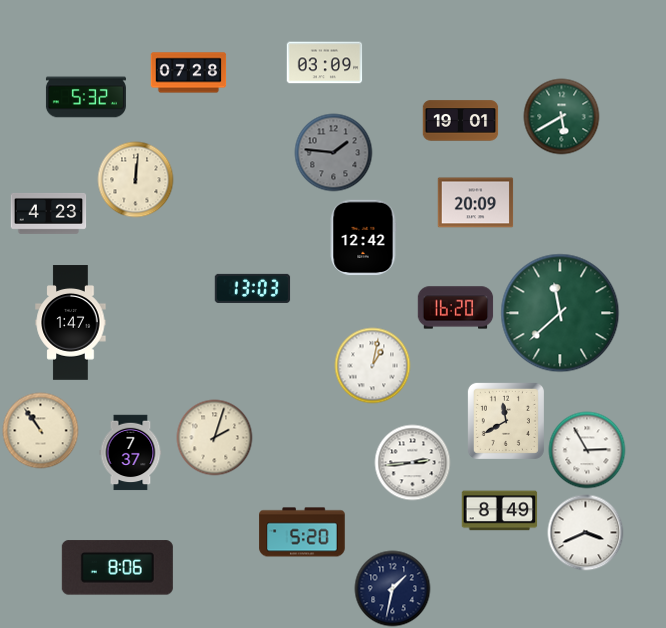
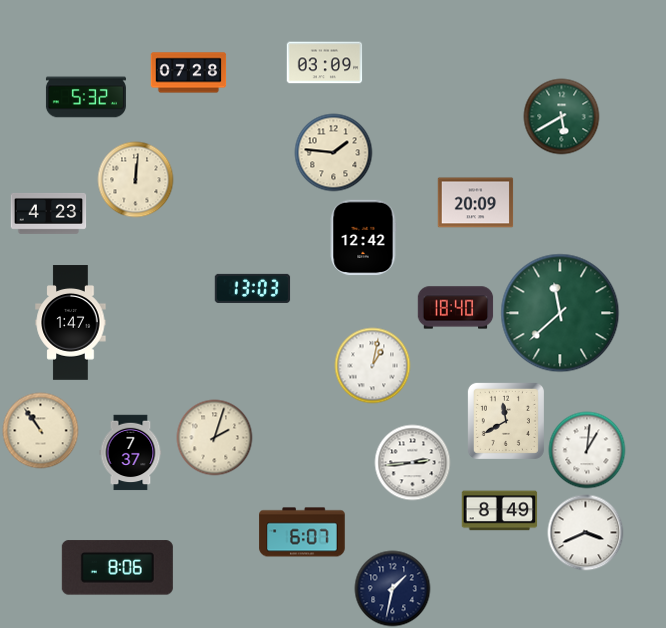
clock at (461, 121): 19:01 -> none
clock at (334, 153) dial: grey -> cream
clock at (456, 308): 16:20 -> 18:40
clock at (587, 450): 2:55 -> 1:01
clock at (302, 532): 5:20 -> 6:07
